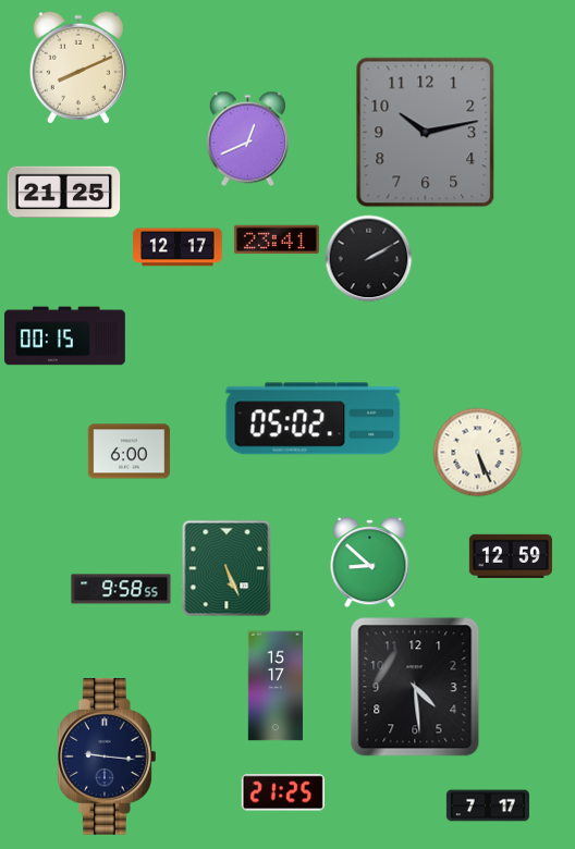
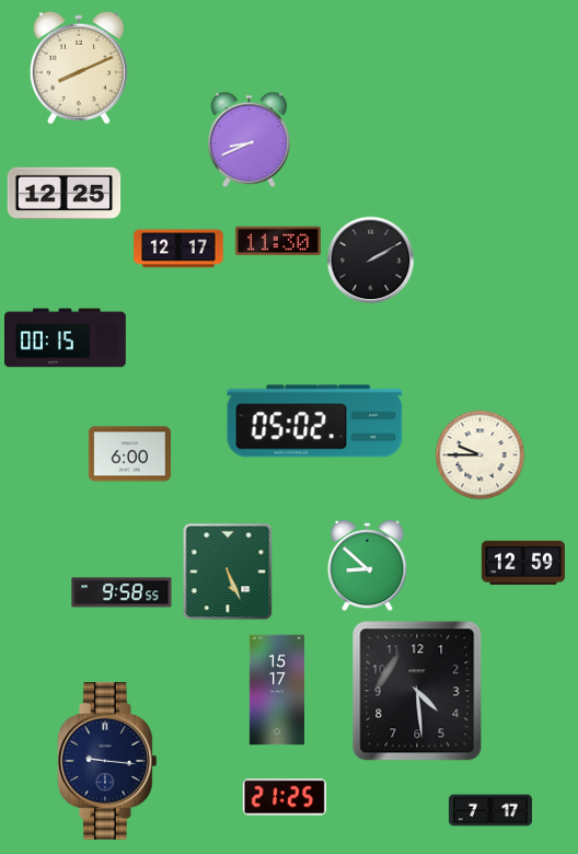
clock at (426, 133): 10:13 -> none
clock at (247, 139): 12:41 -> 8:41
clock at (64, 193): 21:25 -> 12:25
clock at (277, 239): 23:41 -> 11:30
clock at (478, 453): 5:26 -> 9:45
clock at (511, 555) position: (511, 555) -> (523, 562)
clock at (370, 563) position: (370, 563) -> (368, 566)
